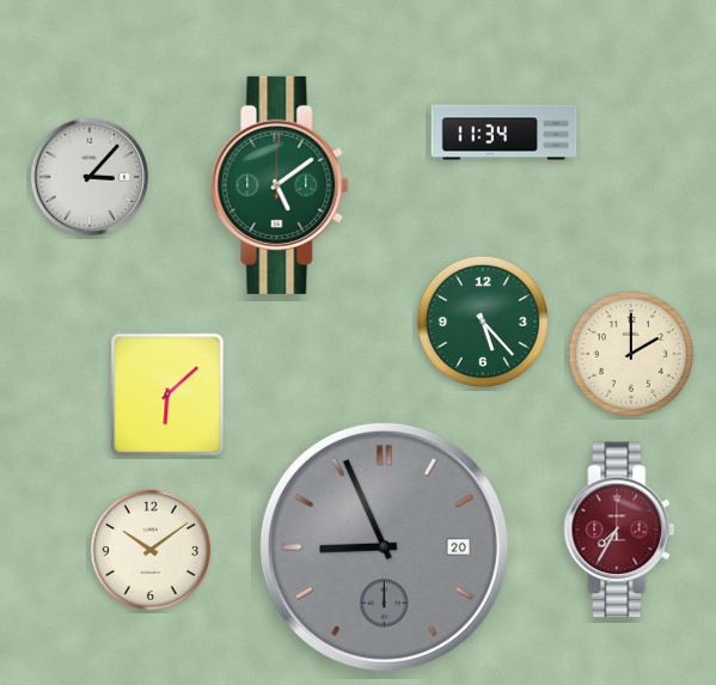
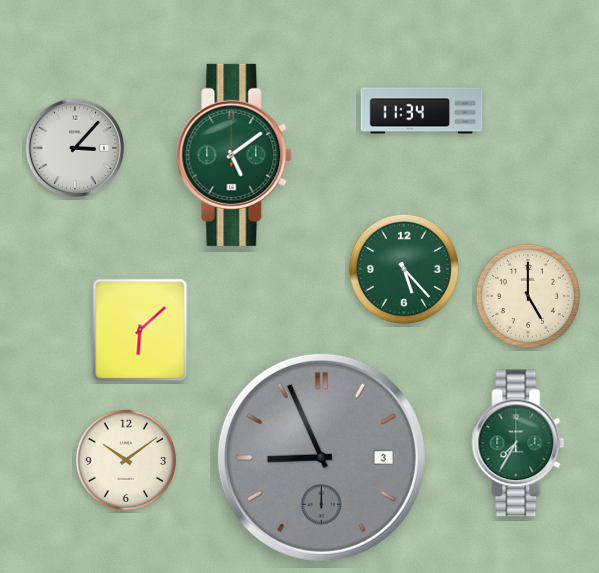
clock at (631, 354): 2:00 -> 5:00
clock at (619, 530) dial: burgundy -> green
clock at (384, 546) date: 20 -> 3
